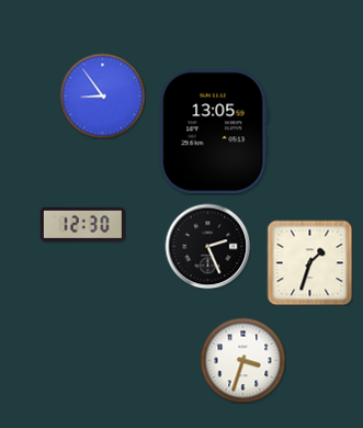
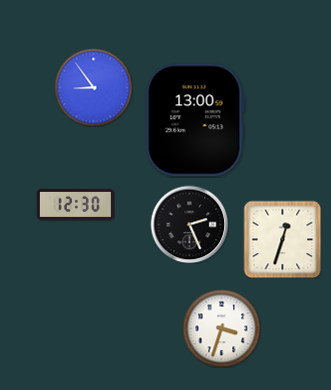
clock at (214, 132): 13:05 -> 13:00
clock at (309, 262): 1:33 -> 12:33
